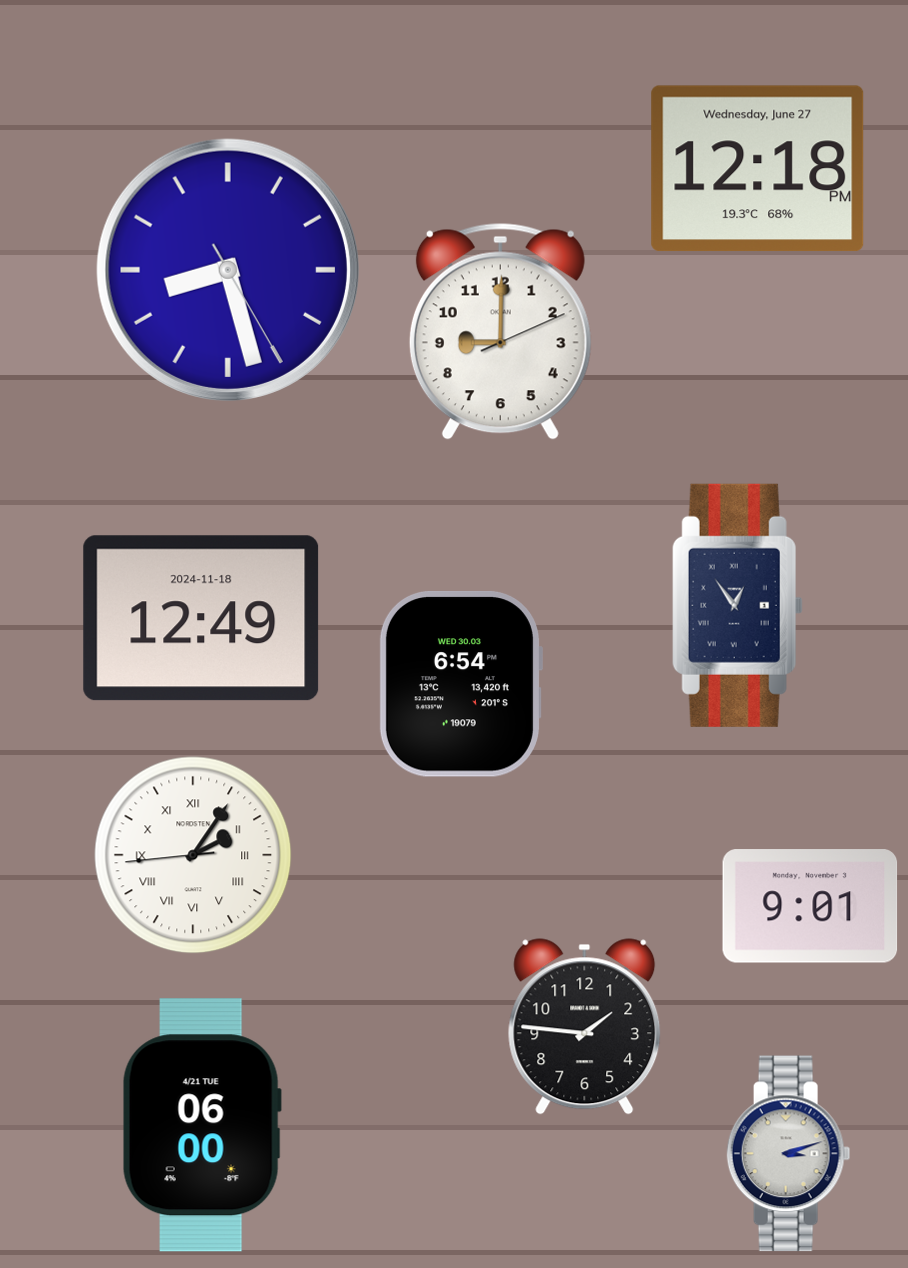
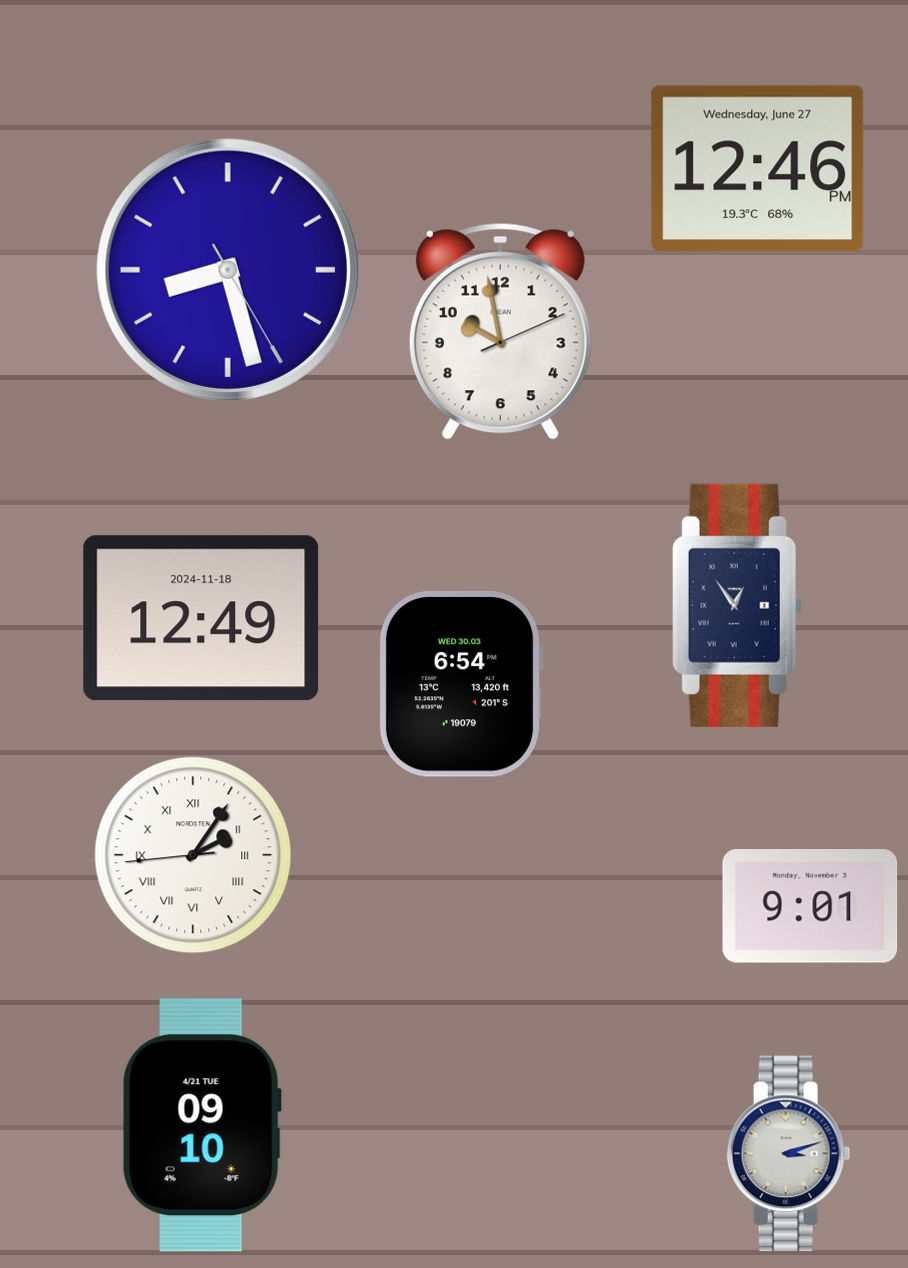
clock at (758, 169): 12:18 -> 12:46
clock at (500, 331): 9:00 -> 9:58
clock at (585, 1027): 1:46 -> none
clock at (202, 1125): 06:00 -> 09:10
